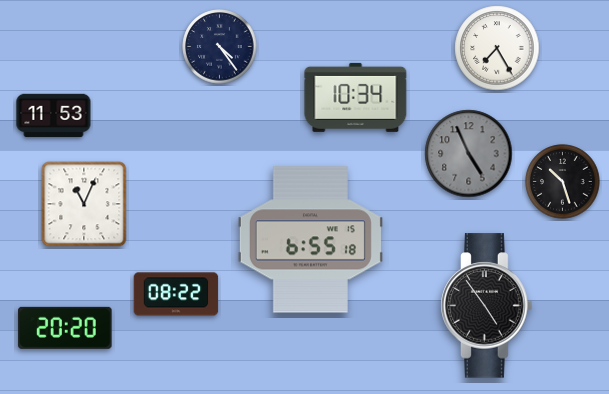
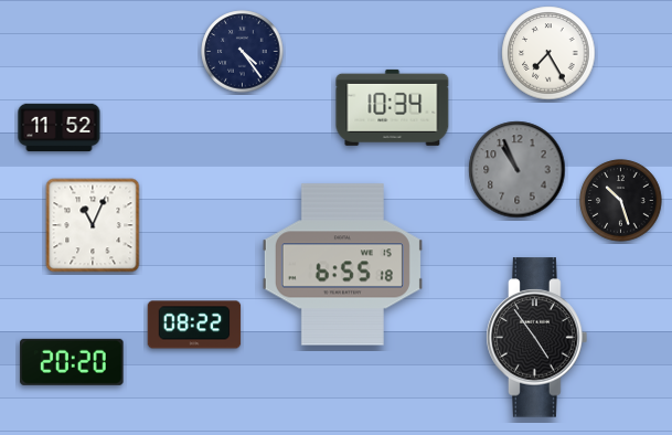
clock at (54, 116): 11:53 -> 11:52
clock at (469, 154): 4:56 -> 10:56
